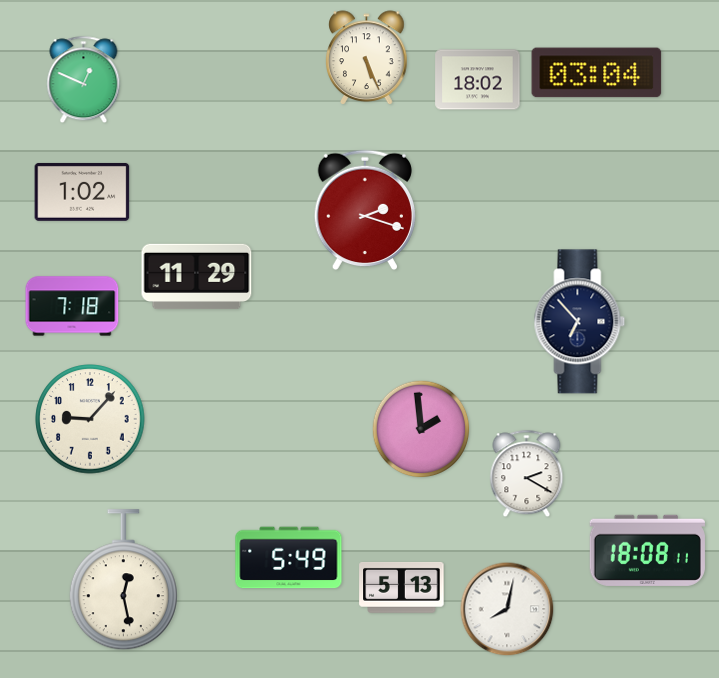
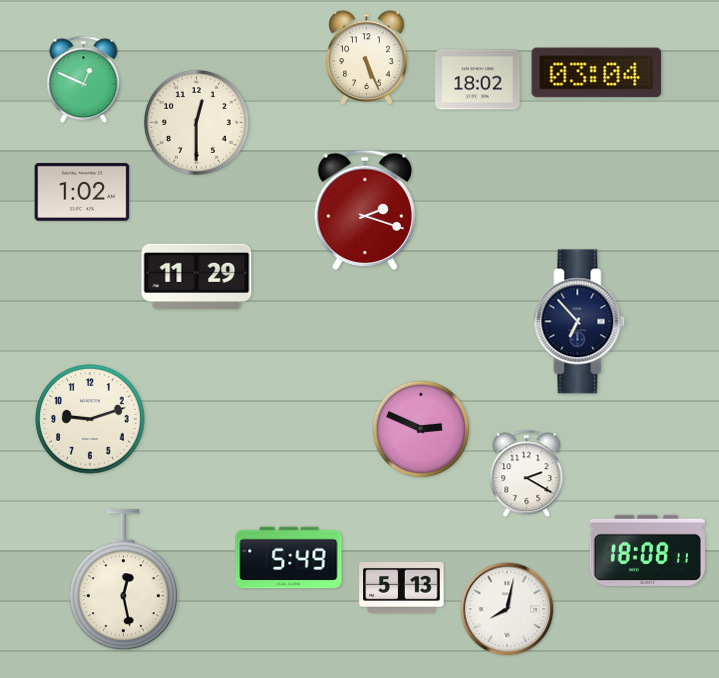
clock at (196, 122): none -> 12:30
clock at (72, 306): 7:18 -> none
clock at (90, 419): 9:07 -> 9:12
clock at (421, 429): 1:59 -> 2:49
